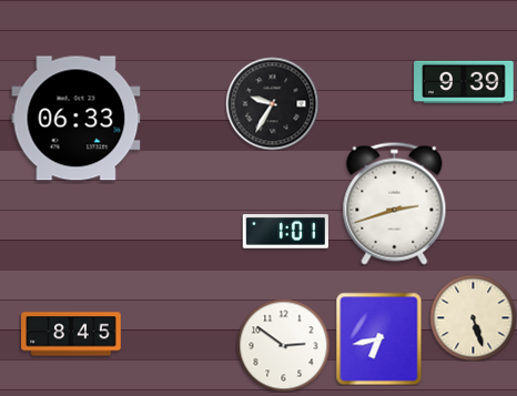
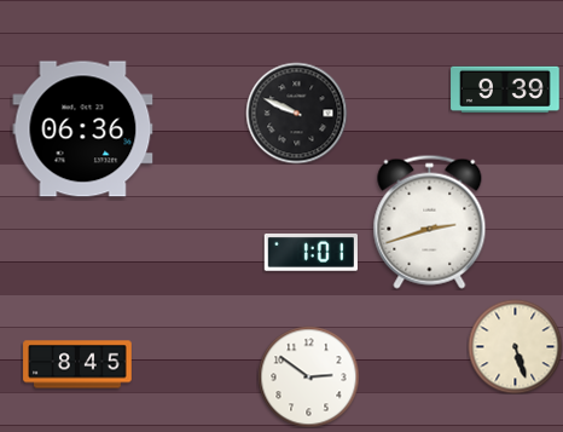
clock at (272, 103): 9:35 -> 9:49
clock at (77, 119): 06:33 -> 06:36
clock at (379, 338): 6:43 -> none
